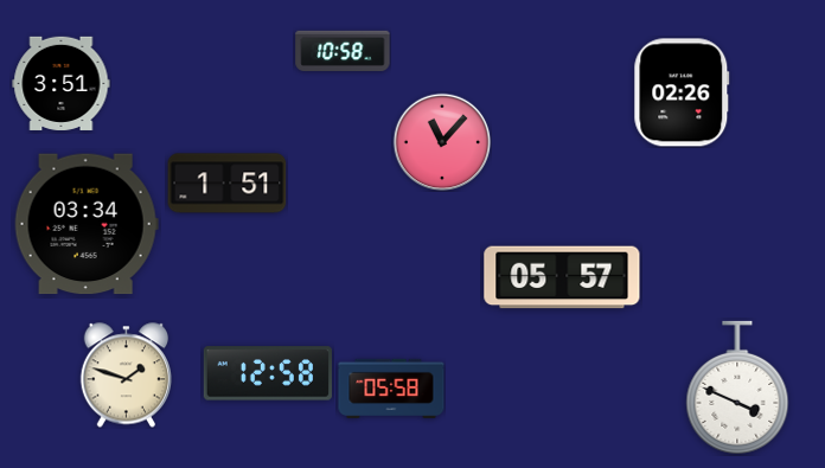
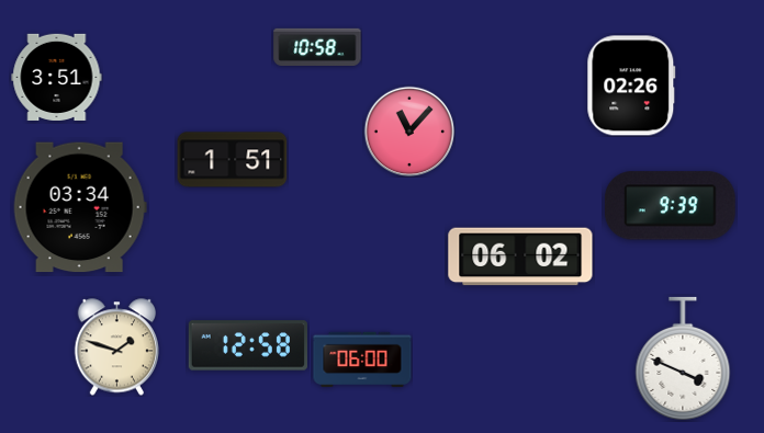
clock at (228, 184) position: (228, 184) -> (233, 160)
clock at (670, 206): none -> 9:39
clock at (562, 277): 05:57 -> 06:02
clock at (391, 387): 05:58 -> 06:00
